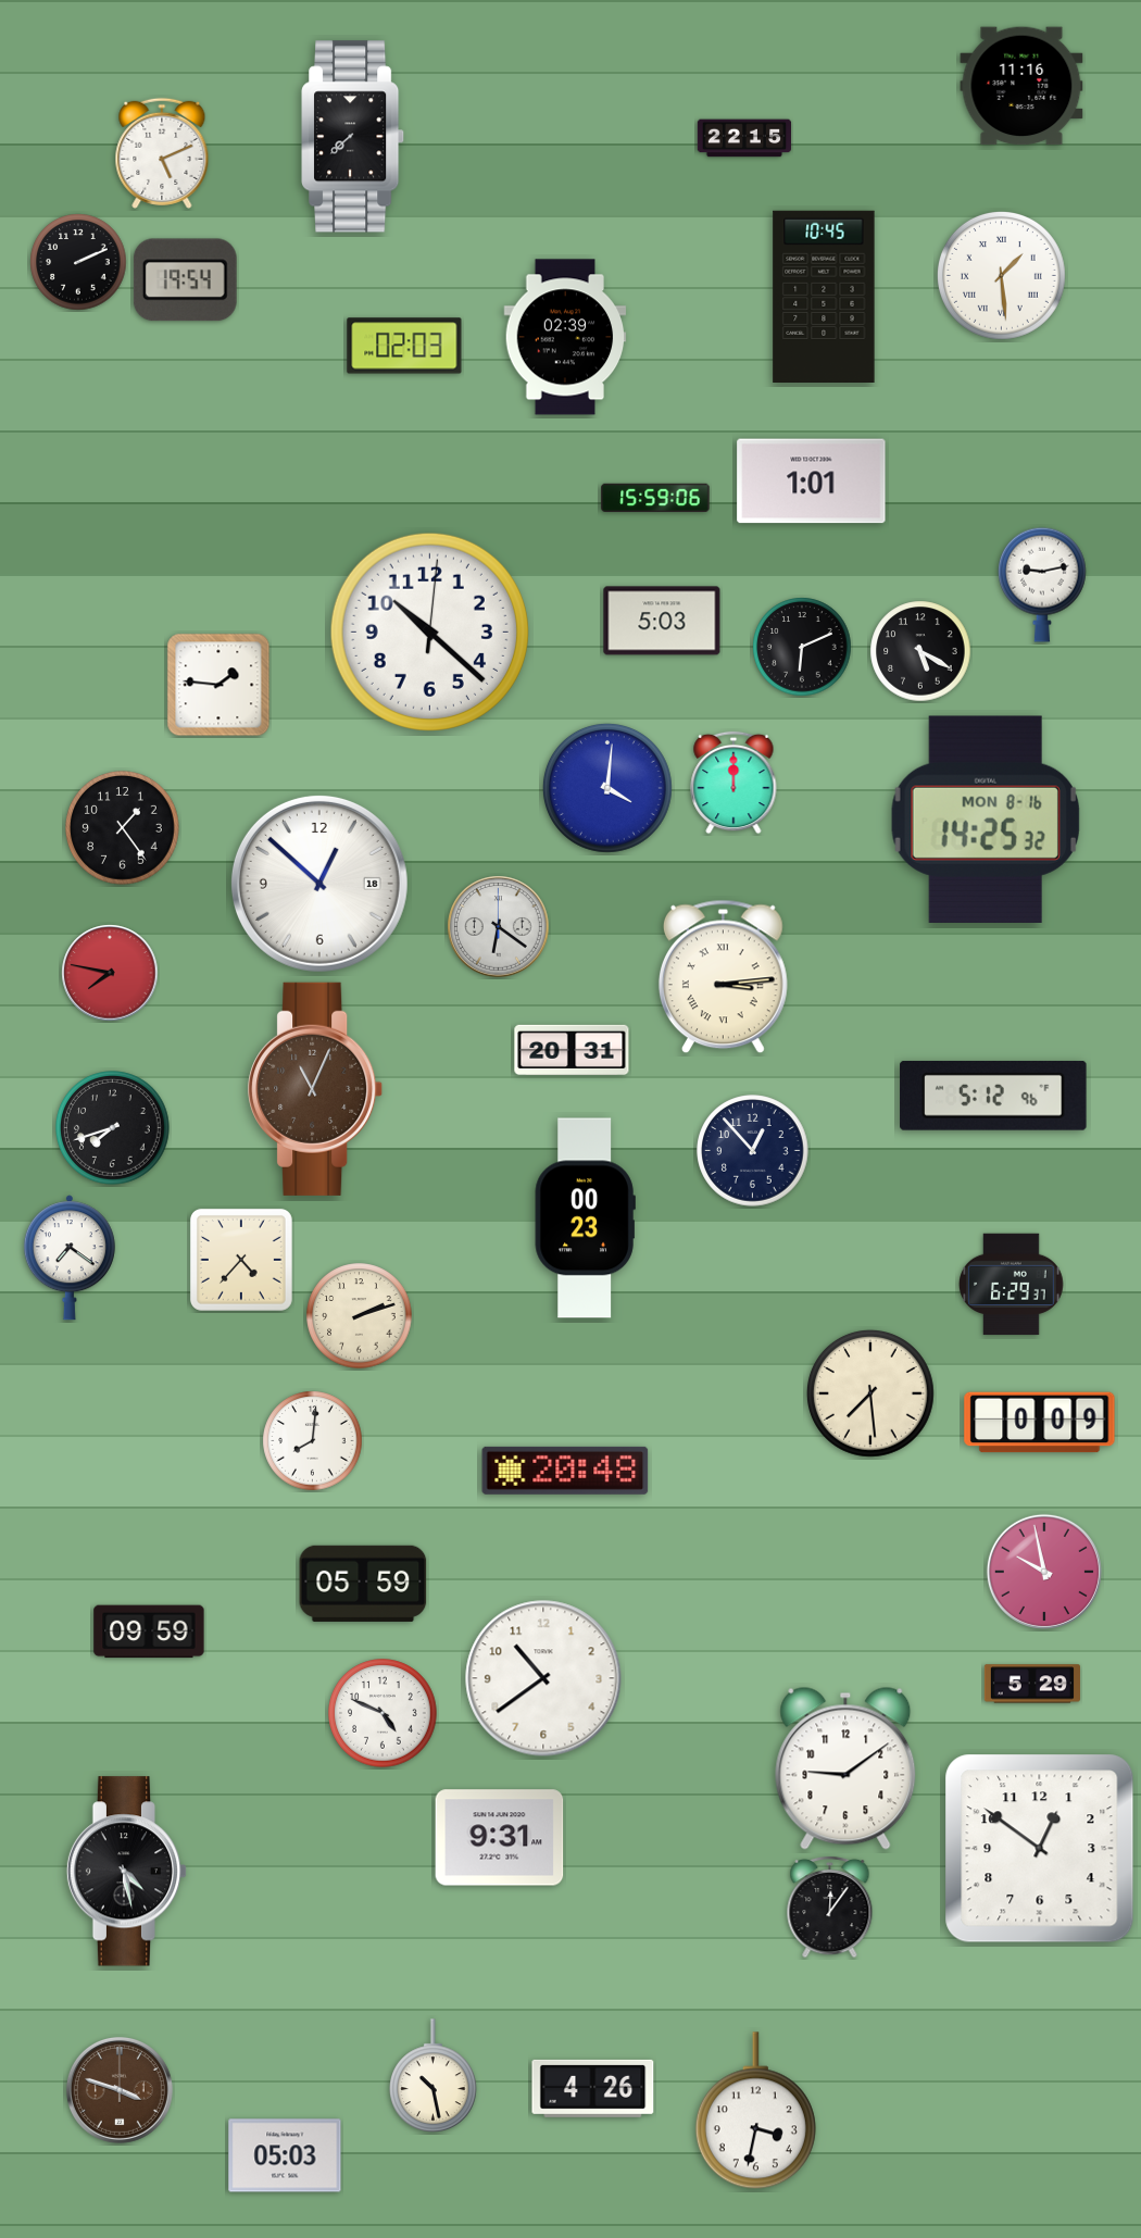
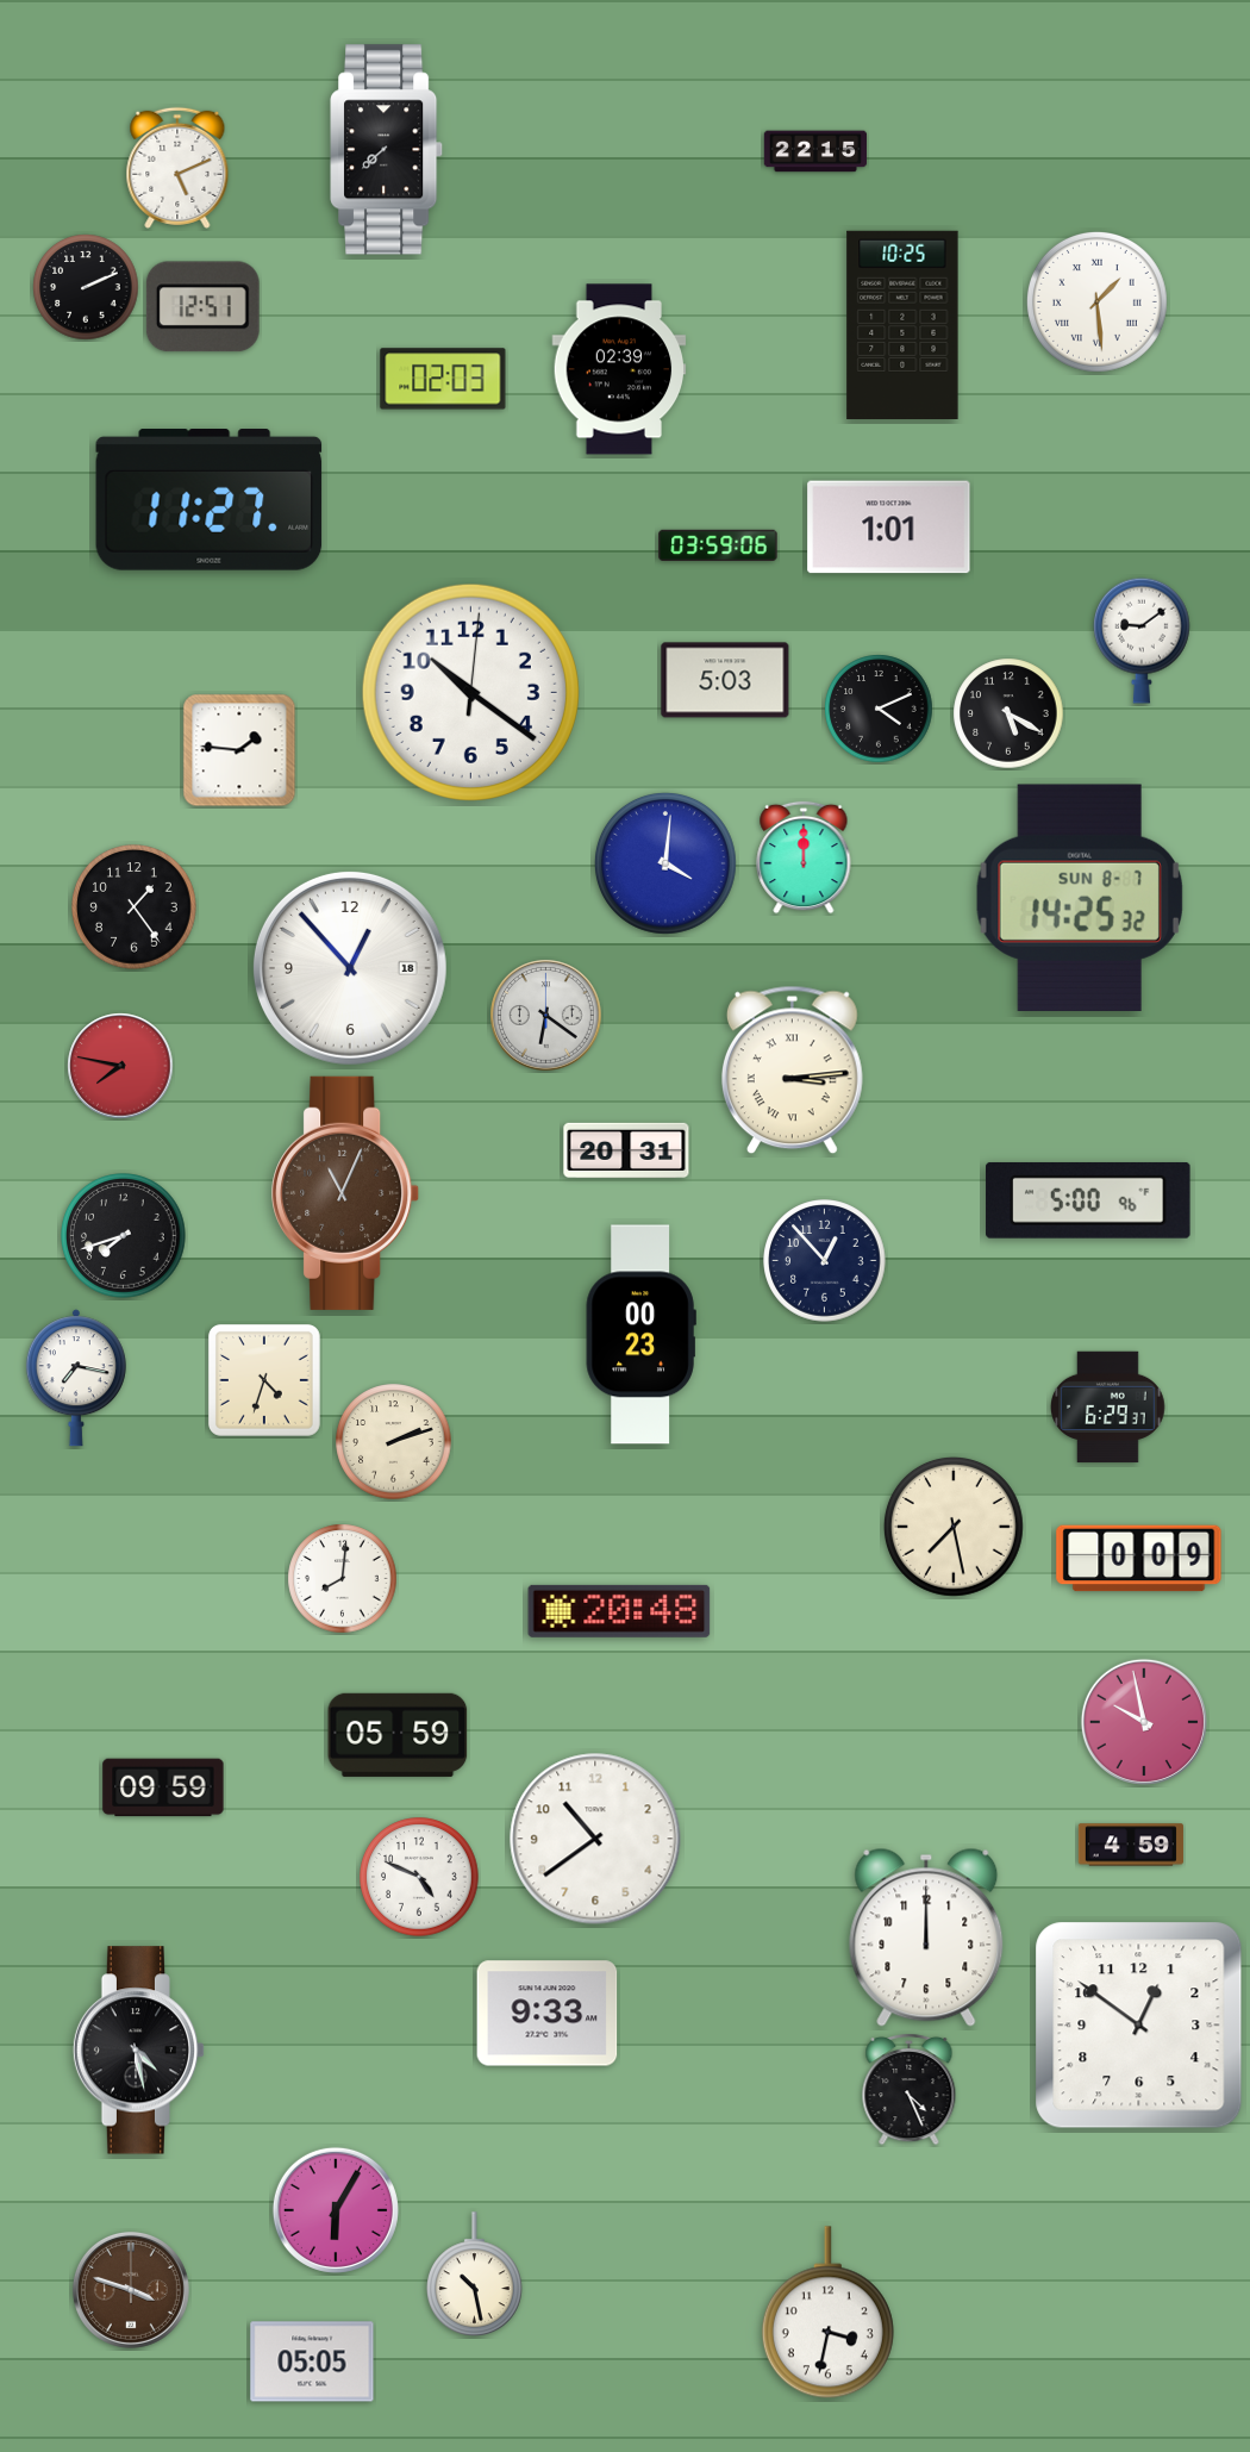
clock at (1021, 86): 11:16 -> none
clock at (185, 280): 19:54 -> 12:51
clock at (824, 296): 10:45 -> 10:25
clock at (210, 500): none -> 11:27
clock at (655, 497): 15:59 -> 03:59
clock at (1043, 585): 9:13 -> 9:09
clock at (429, 632): 10:22 -> 10:21
clock at (802, 647): 6:11 -> 4:11
clock at (986, 820) date: MON 8-16 -> SUN 8-7
clock at (319, 884): 12:52 -> 12:53
clock at (993, 1096): 5:12 -> 5:00
clock at (70, 1258): 7:21 -> 7:17
clock at (241, 1260): 4:37 -> 4:33
clock at (870, 1393): 7:29 -> 7:28
clock at (1032, 1684): 5:29 -> 4:59
clock at (845, 1768): 9:09 -> 12:00
clock at (500, 1838): 9:31 -> 9:33
clock at (830, 1906): 12:06 -> 4:26
clock at (336, 2210): none -> 6:05
clock at (593, 2088): 4:26 -> none
clock at (285, 2155): 05:03 -> 05:05
